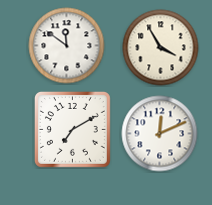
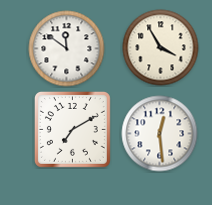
clock at (67, 46) position: (67, 46) -> (67, 49)
clock at (160, 134): 12:11 -> 12:29
